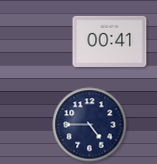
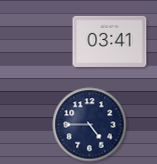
clock at (110, 41): 00:41 -> 03:41
